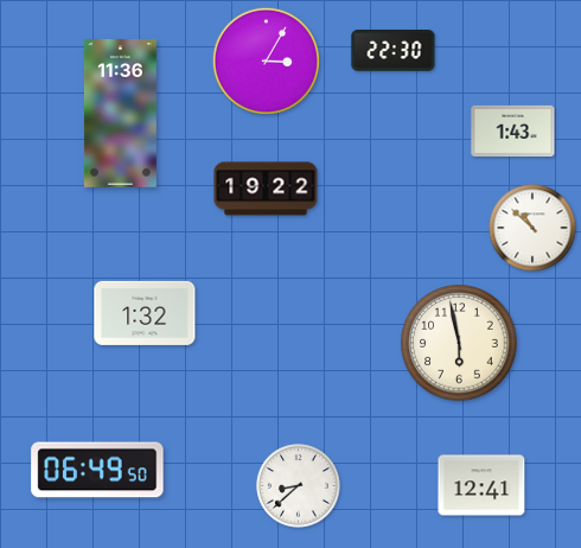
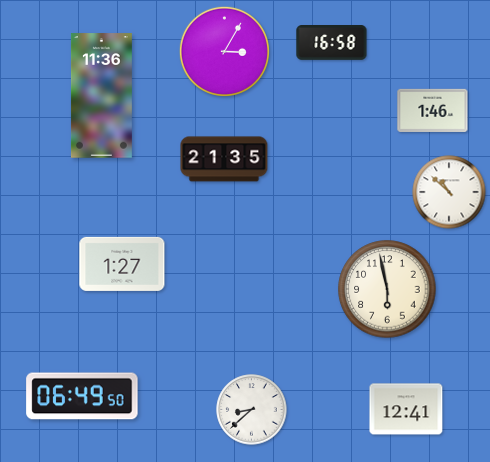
clock at (394, 51): 22:30 -> 16:58
clock at (513, 130): 1:43 -> 1:46
clock at (266, 189): 19:22 -> 21:35
clock at (145, 313): 1:32 -> 1:27
